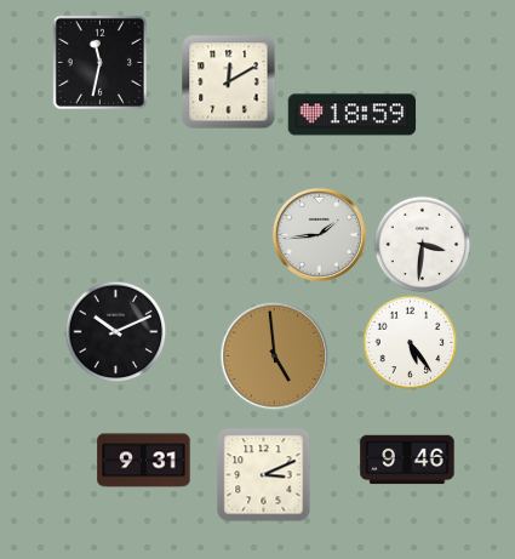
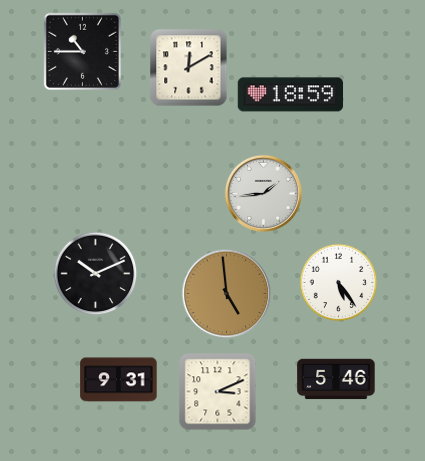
clock at (99, 62): 11:32 -> 10:45
clock at (422, 244): 3:31 -> none
clock at (407, 460): 9:46 -> 5:46
